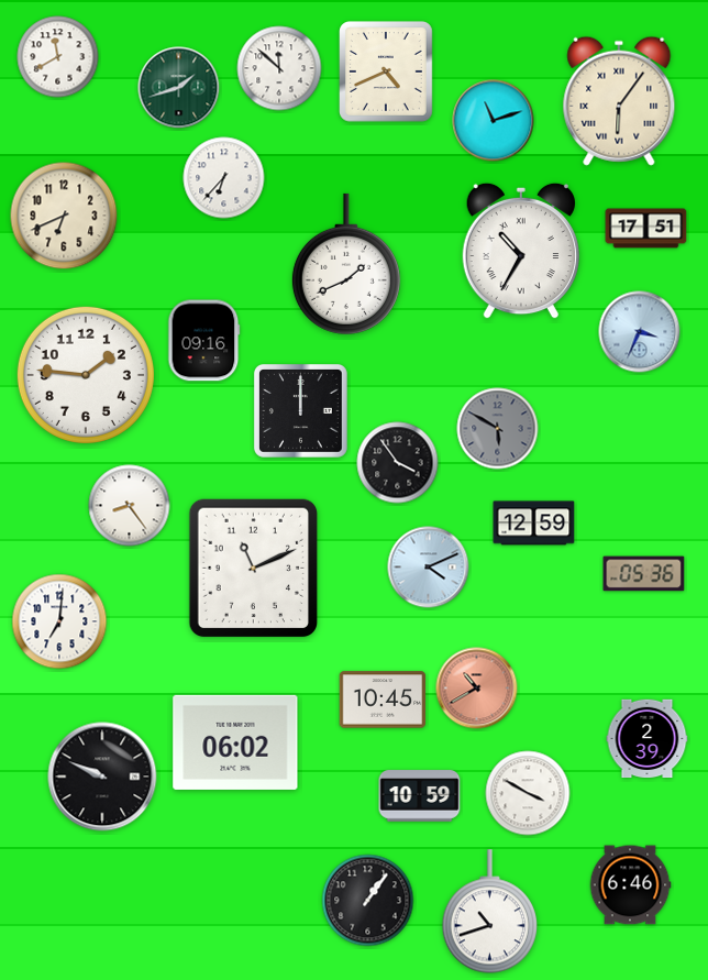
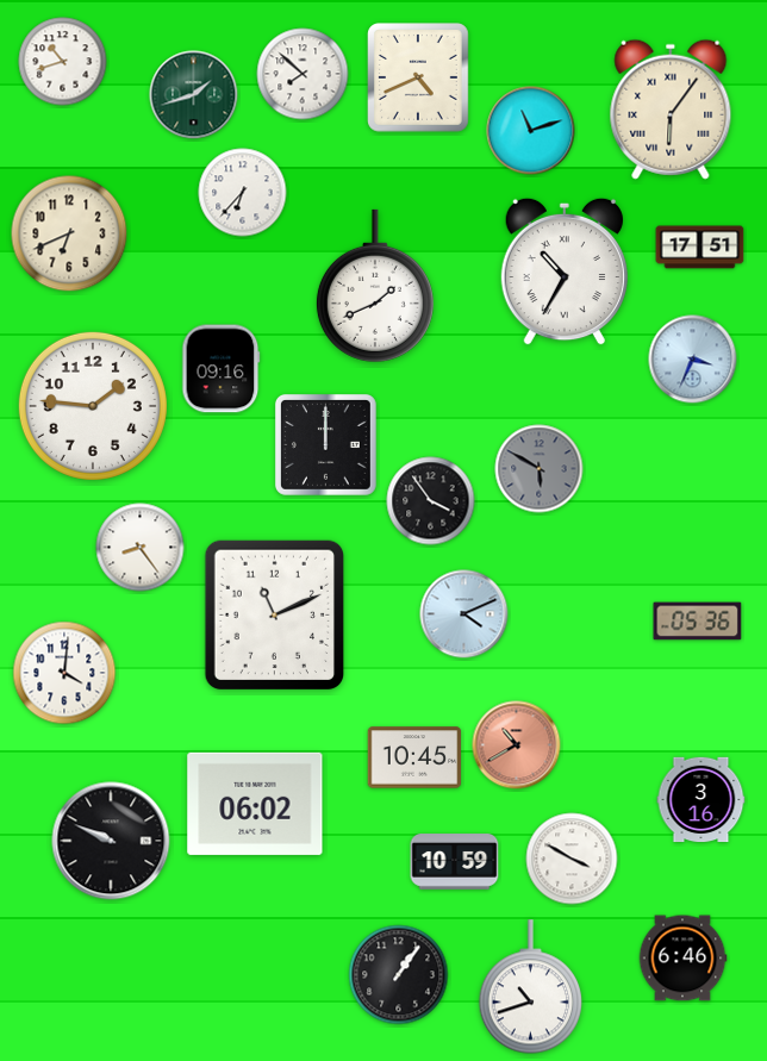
clock at (58, 57): 11:40 -> 10:42
clock at (279, 68): 11:52 -> 7:52
clock at (494, 121) position: (494, 121) -> (531, 131)
clock at (498, 429) position: (498, 429) -> (540, 469)
clock at (534, 524): 12:59 -> none
clock at (59, 621): 7:01 -> 4:01
clock at (648, 739): 2:39 -> 3:16
